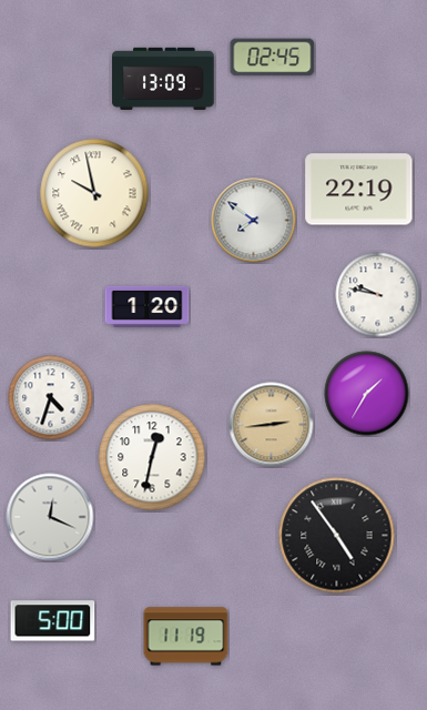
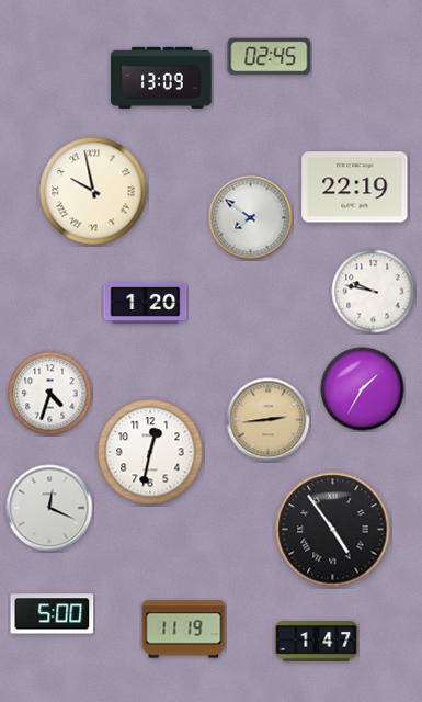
clock at (50, 517) position: (50, 517) -> (49, 508)
clock at (317, 642): none -> 1:47
